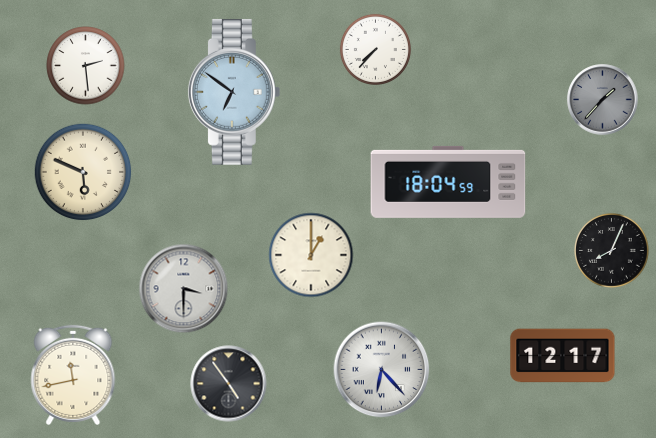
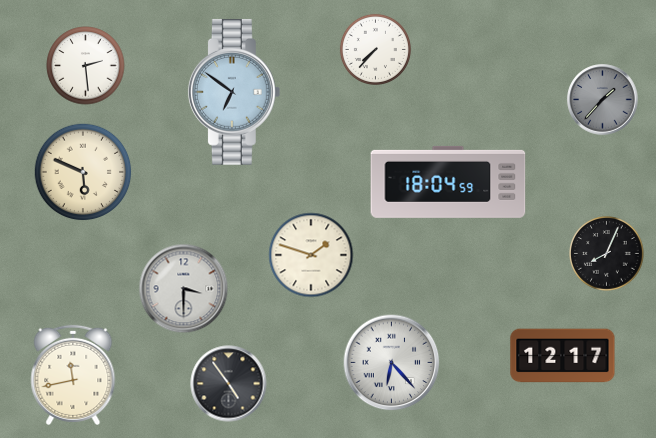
clock at (612, 251) position: (612, 251) -> (607, 254)
clock at (311, 255): 1:00 -> 1:48
clock at (382, 370) position: (382, 370) -> (392, 363)
